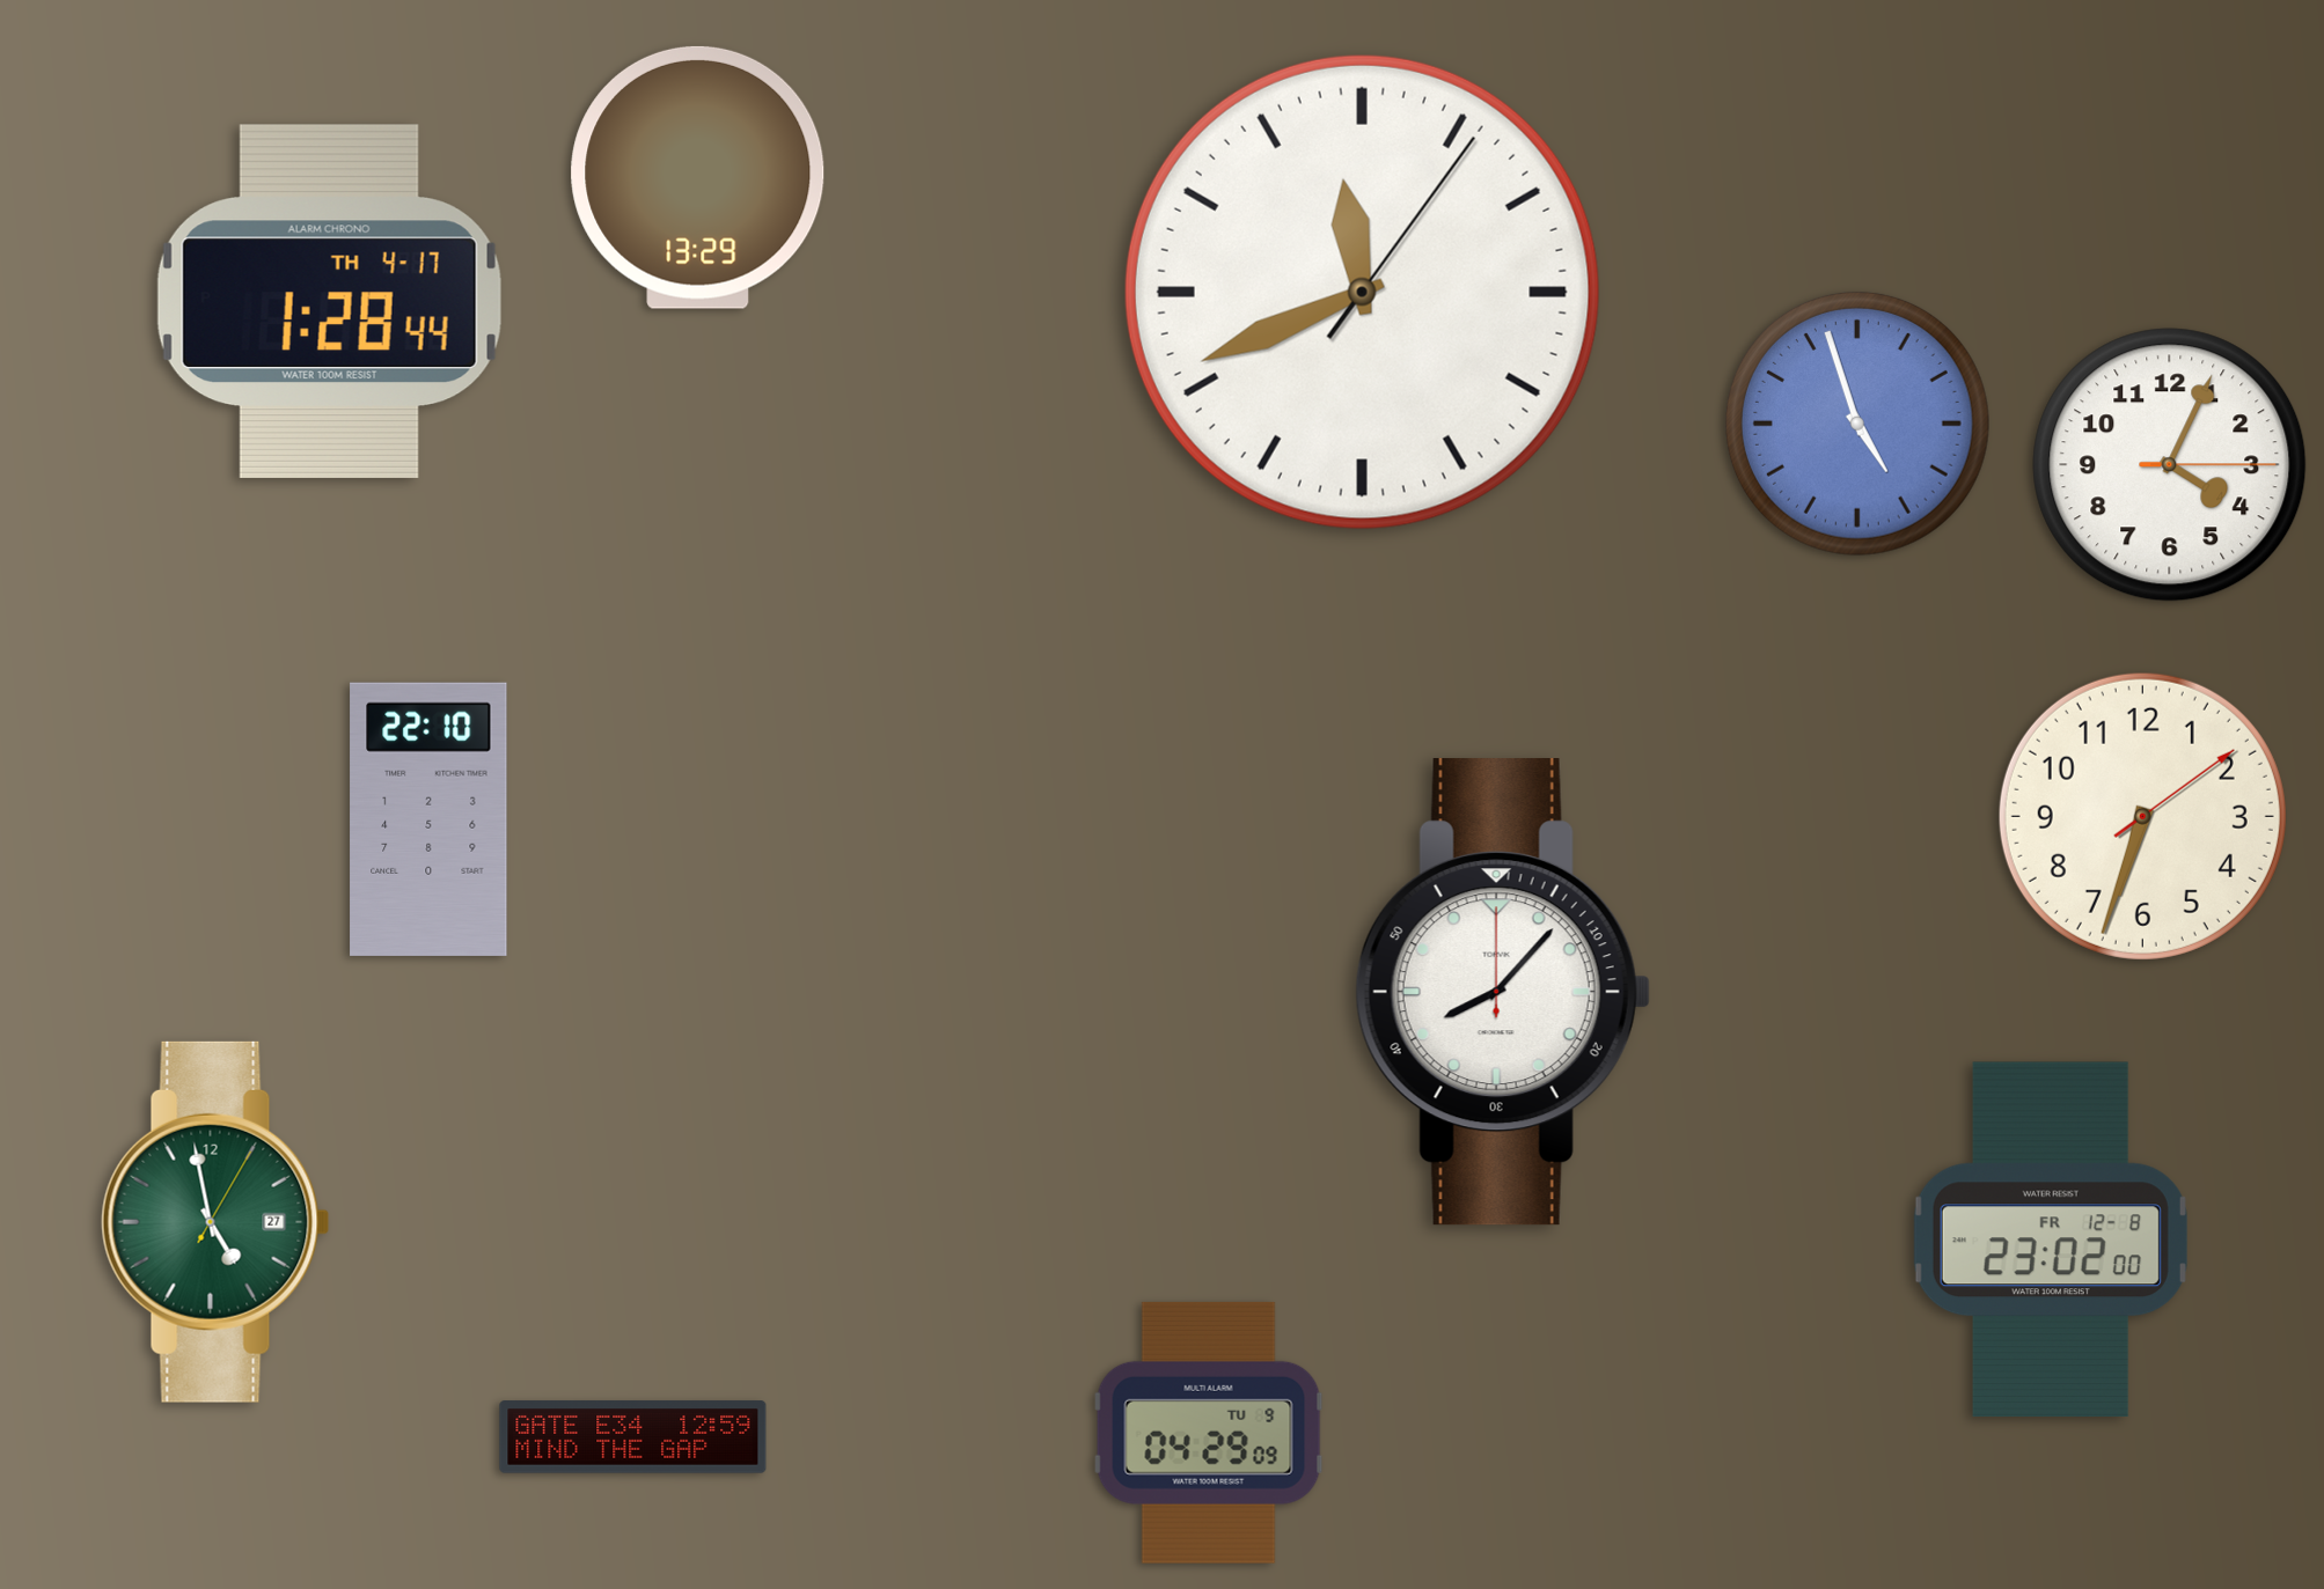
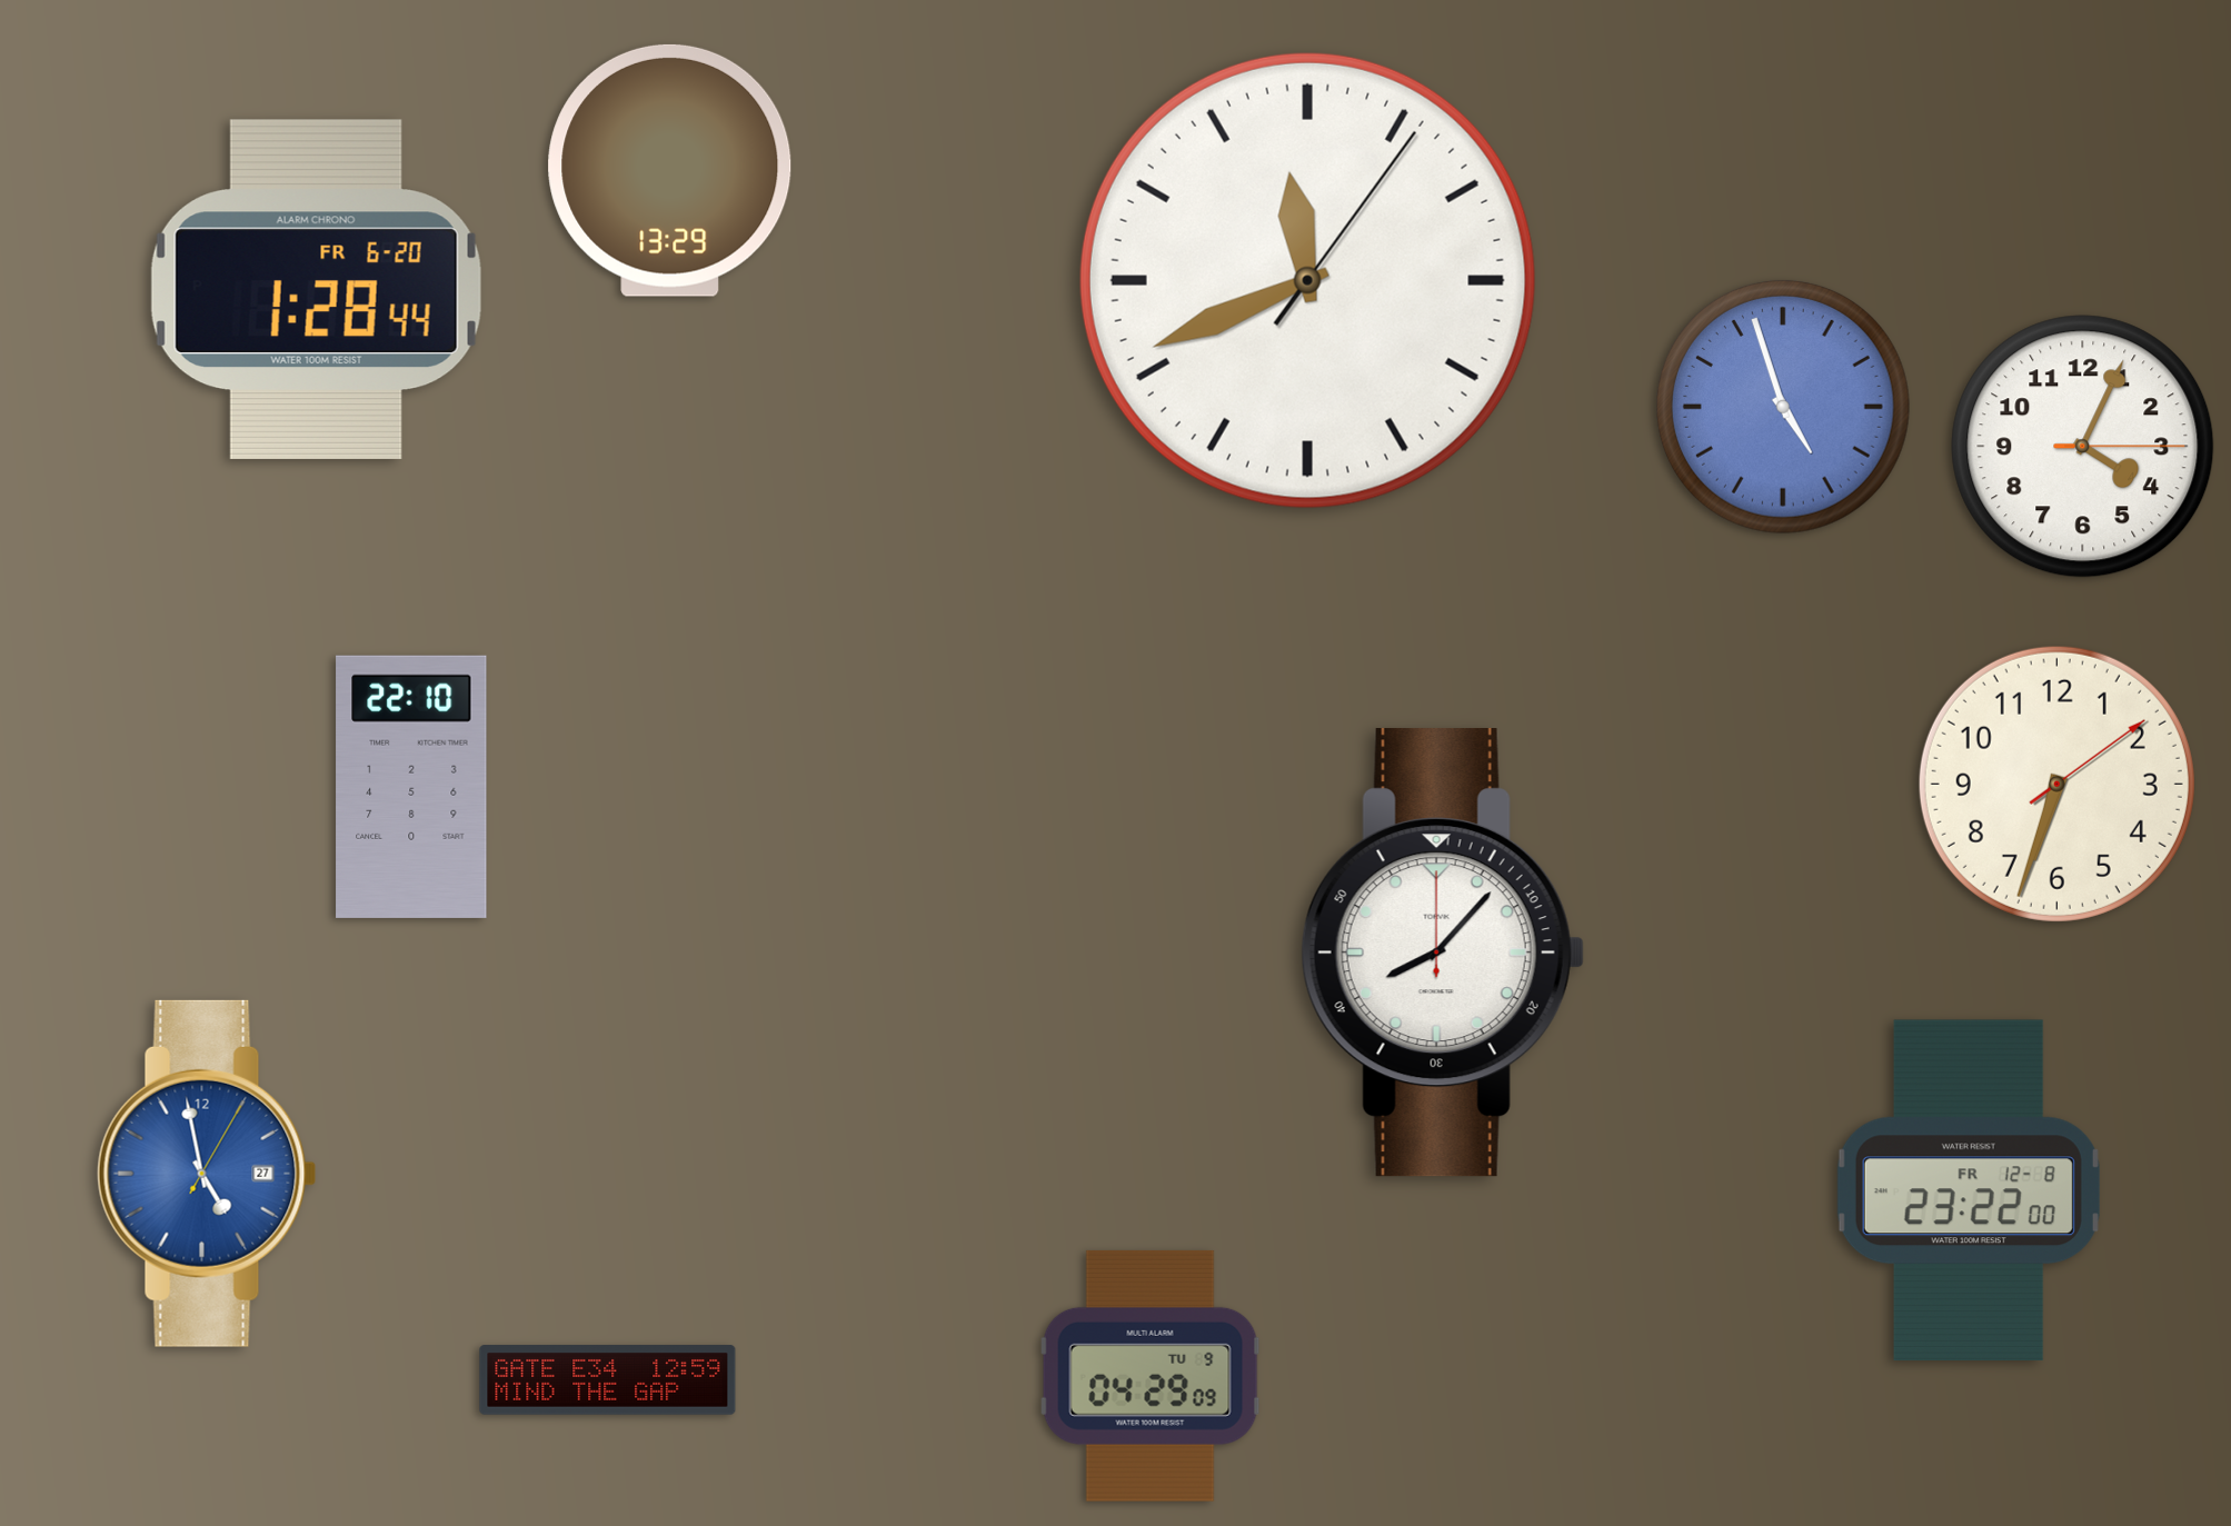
clock at (329, 301) date: TH 4-17 -> FR 6-20
clock at (215, 1222) dial: green -> blue
clock at (2051, 1238): 23:02 -> 23:22
clock at (1209, 1433) position: (1209, 1433) -> (1151, 1376)
